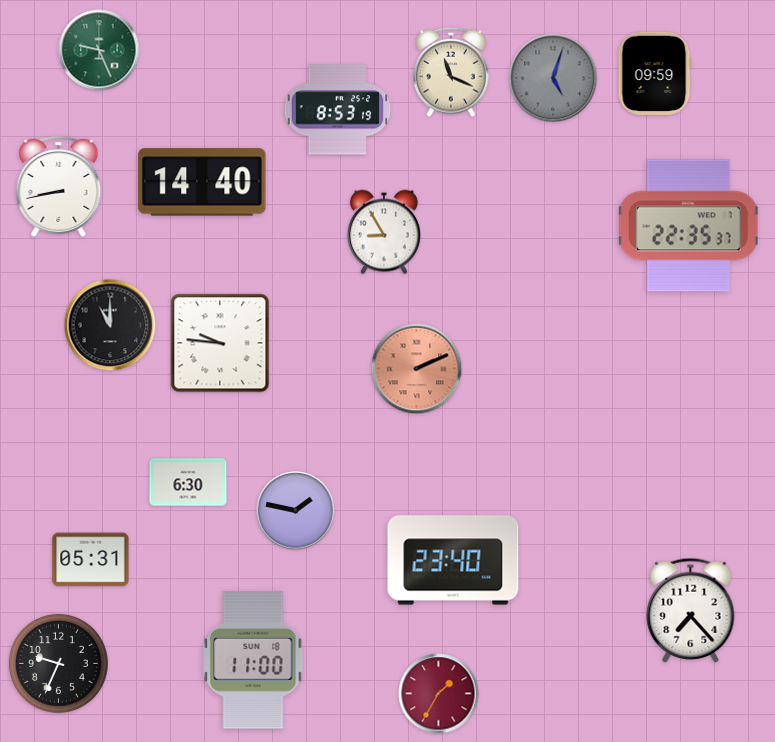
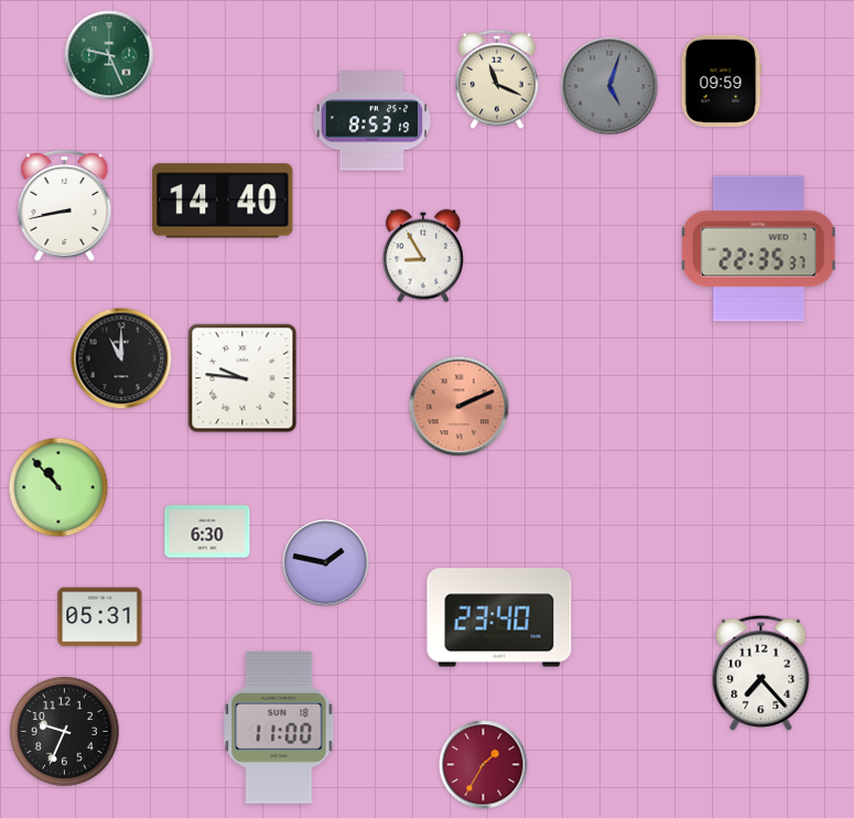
clock at (58, 487): none -> 10:53
